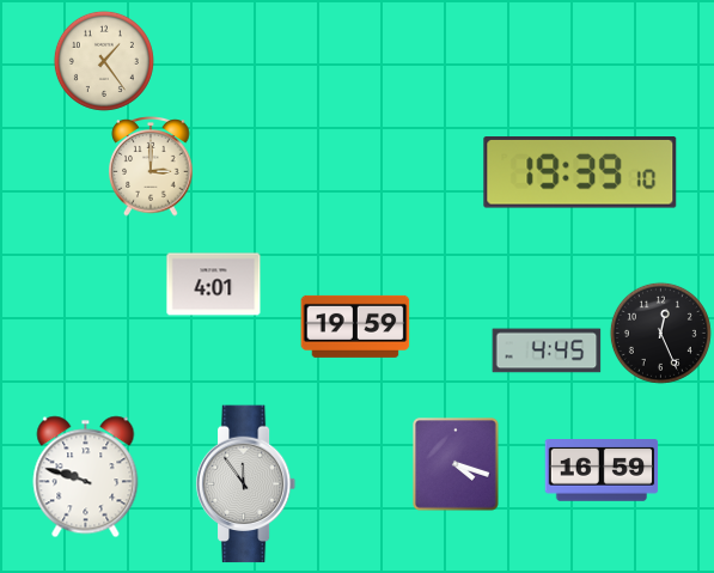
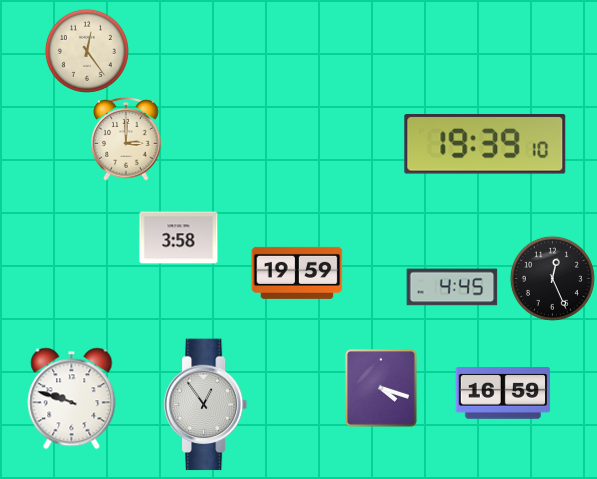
clock at (104, 61): 1:24 -> 12:24
clock at (214, 285): 4:01 -> 3:58
clock at (547, 350) position: (547, 350) -> (452, 287)
clock at (246, 484): 11:54 -> 12:54
